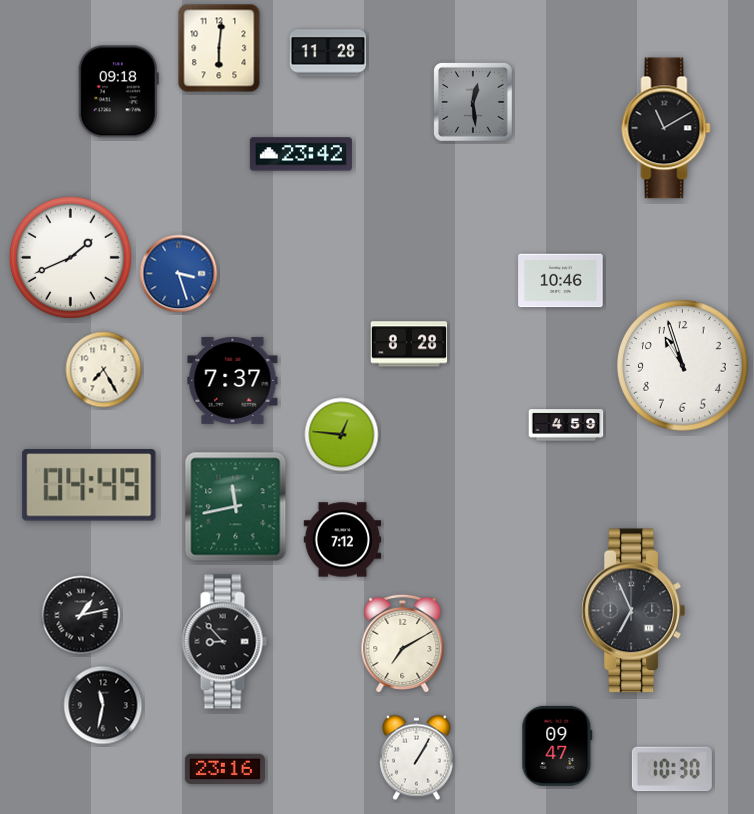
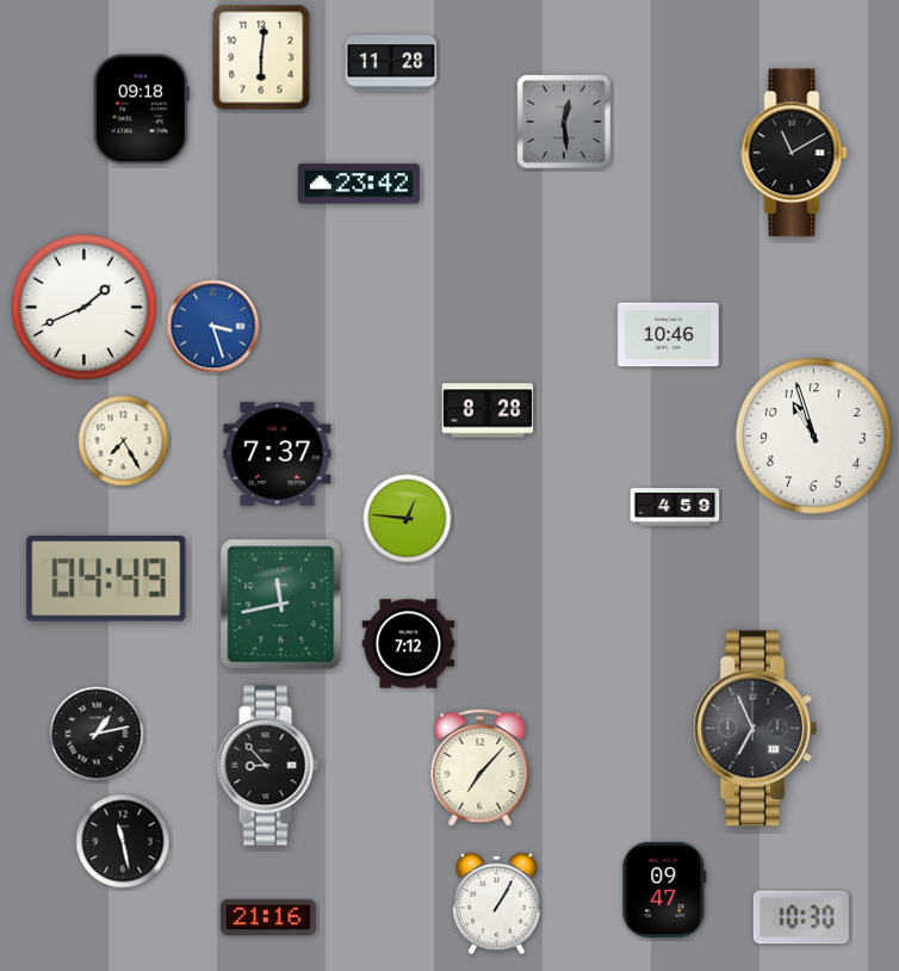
clock at (403, 643): 7:10 -> 7:07
clock at (103, 705): 11:32 -> 11:28
clock at (225, 769): 23:16 -> 21:16
